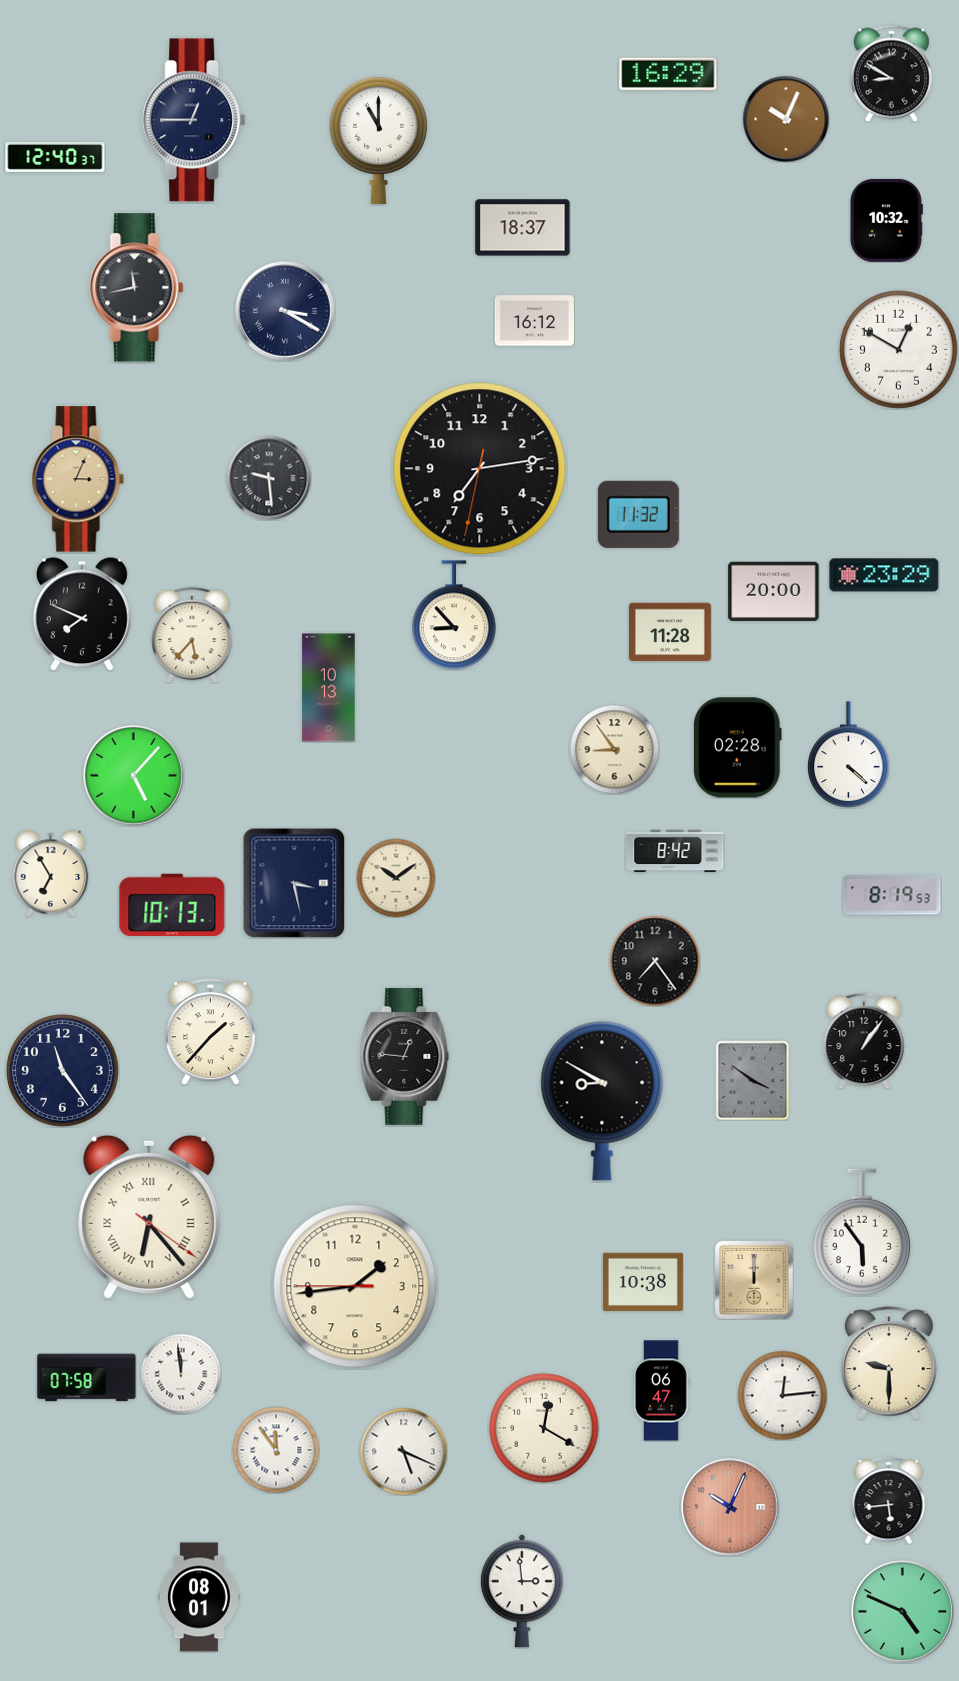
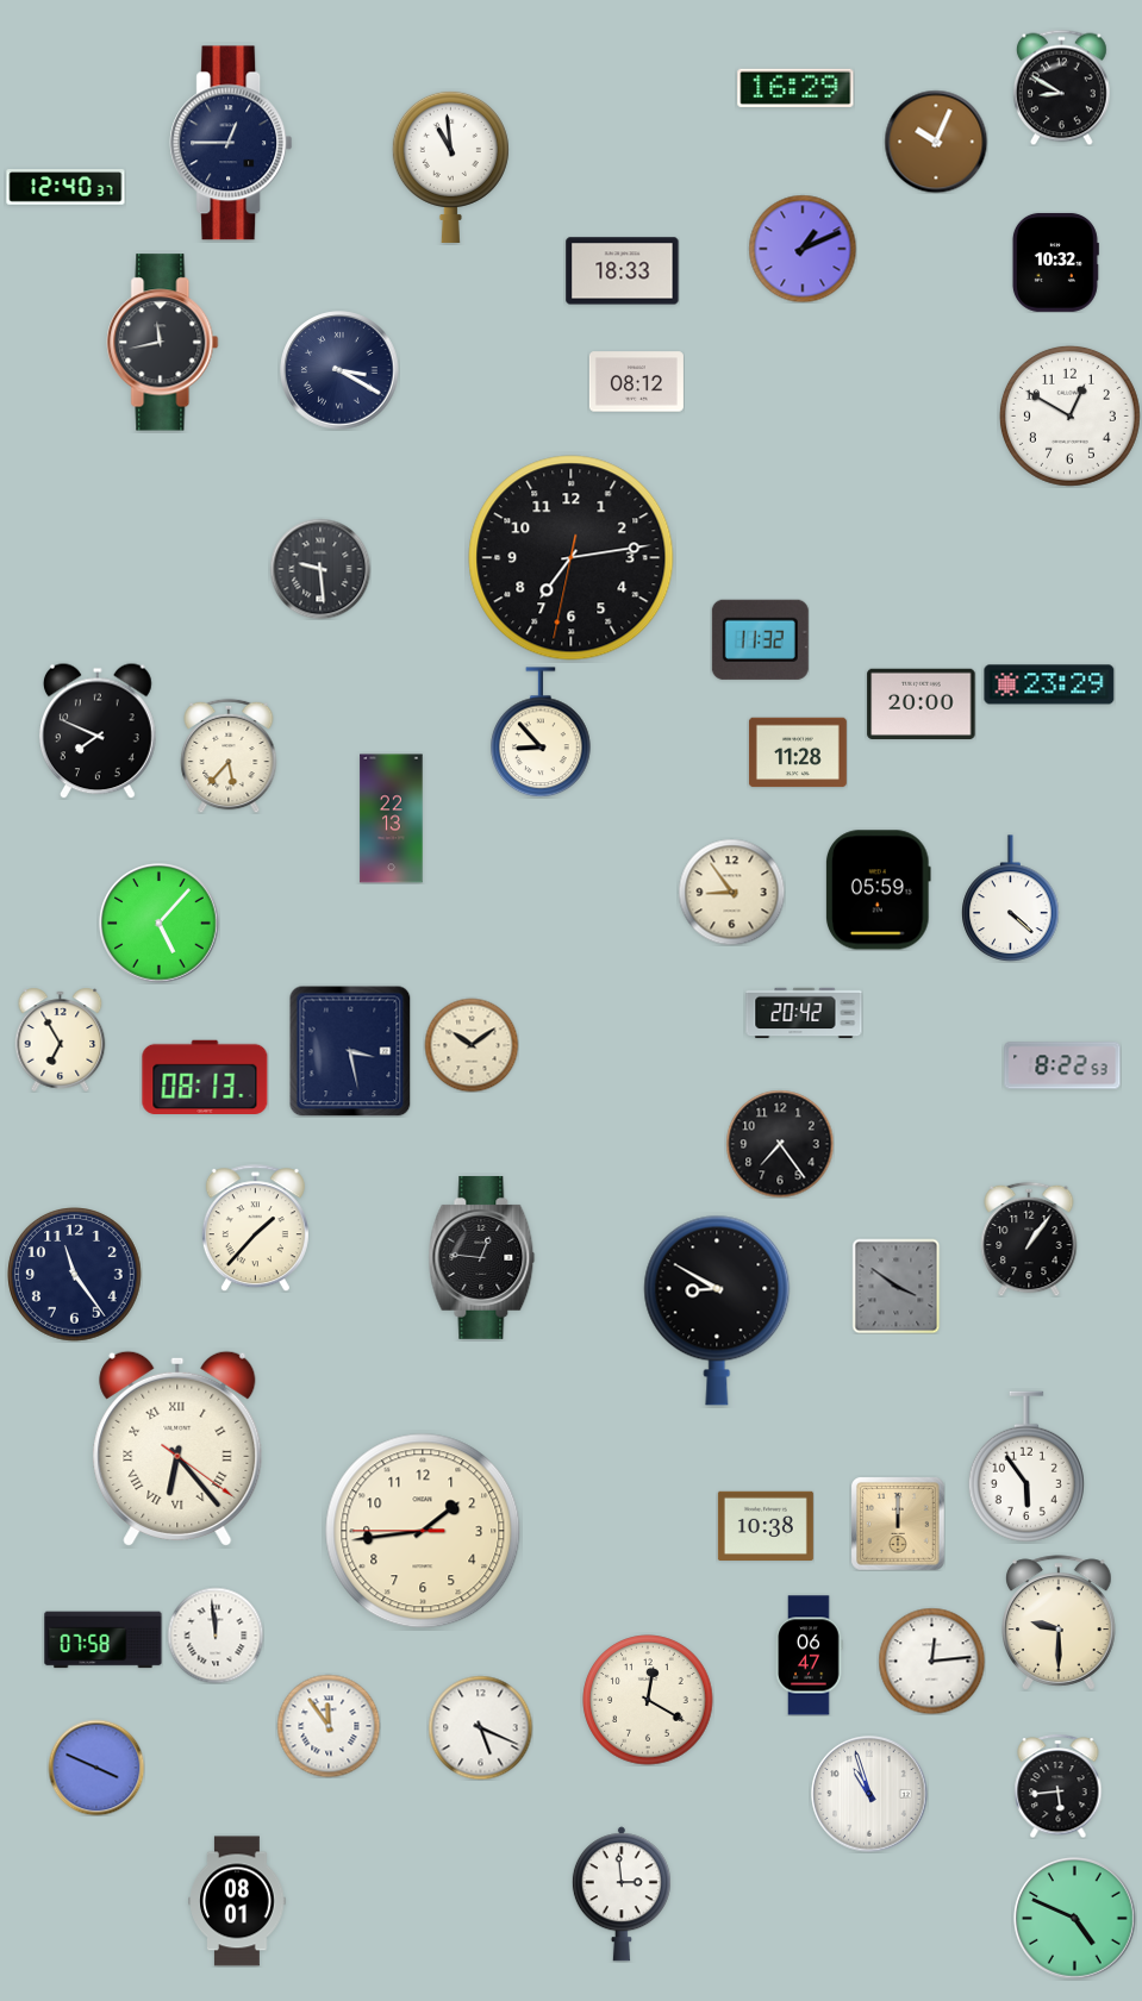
clock at (378, 140): 11:00 -> 10:59
clock at (803, 249): none -> 1:11
clock at (523, 228): 18:37 -> 18:33
clock at (534, 321): 16:12 -> 08:12
clock at (78, 479): 3:04 -> none
clock at (638, 514) position: (638, 514) -> (760, 639)
clock at (884, 575) position: (884, 575) -> (1049, 684)
clock at (329, 688): 10:13 -> 22:13
clock at (738, 748): 02:28 -> 05:59
clock at (675, 851): 8:42 -> 20:42
clock at (892, 895): 8:19 -> 8:22
clock at (172, 904): 10:13 -> 08:13
clock at (210, 1032) position: (210, 1032) -> (255, 1228)
clock at (661, 1391) position: (661, 1391) -> (809, 1656)
clock at (96, 1768): none -> 3:49
clock at (730, 1507): 10:04 -> 10:57
clock at (730, 1507) dial: salmon -> white
